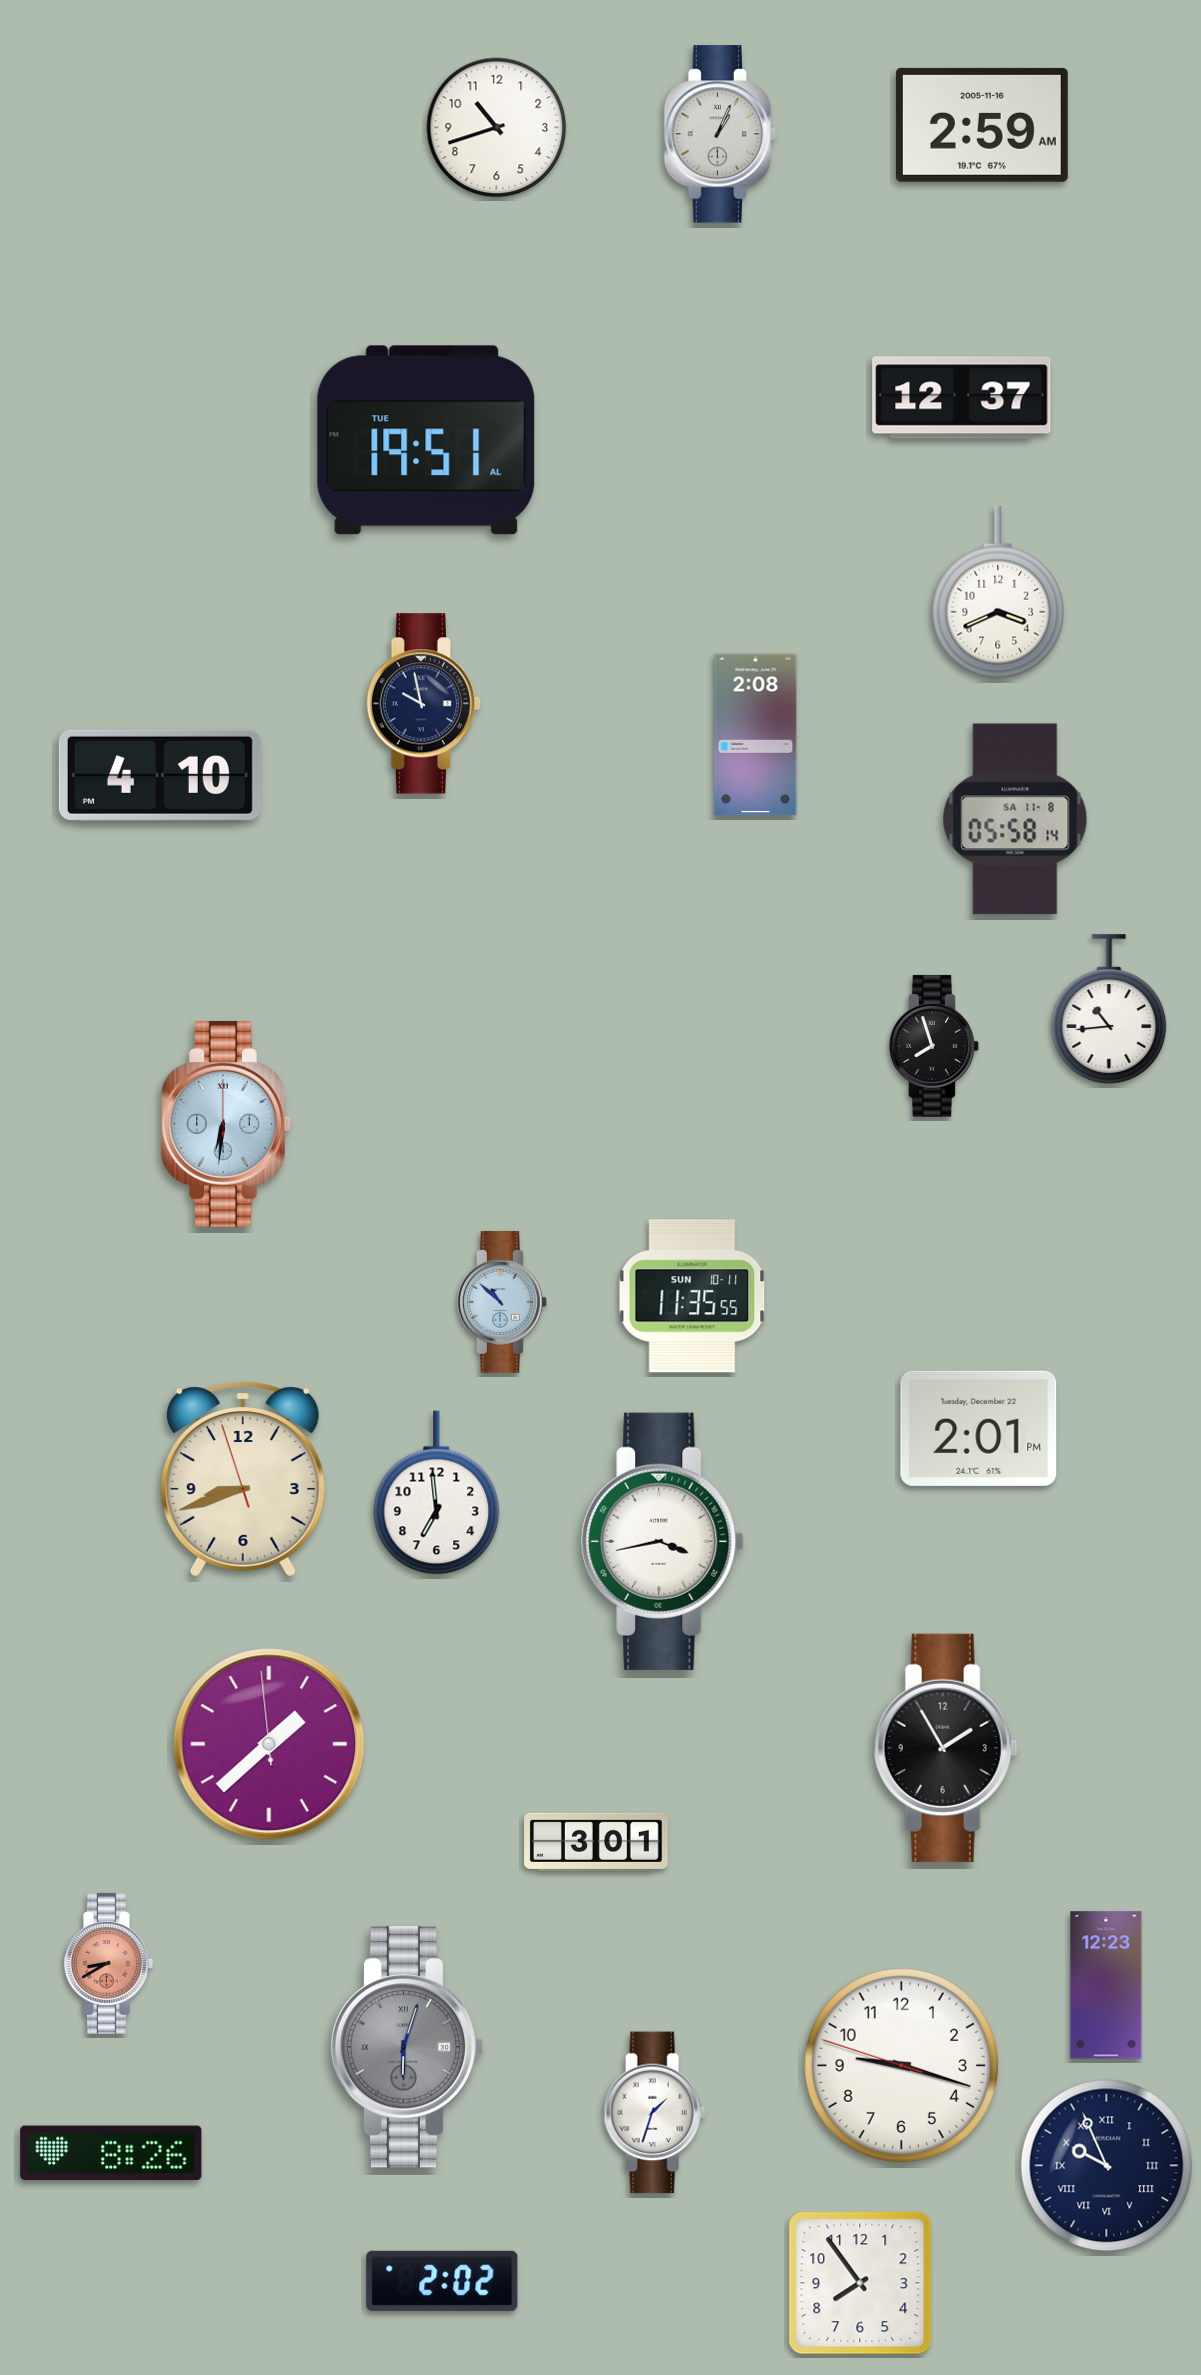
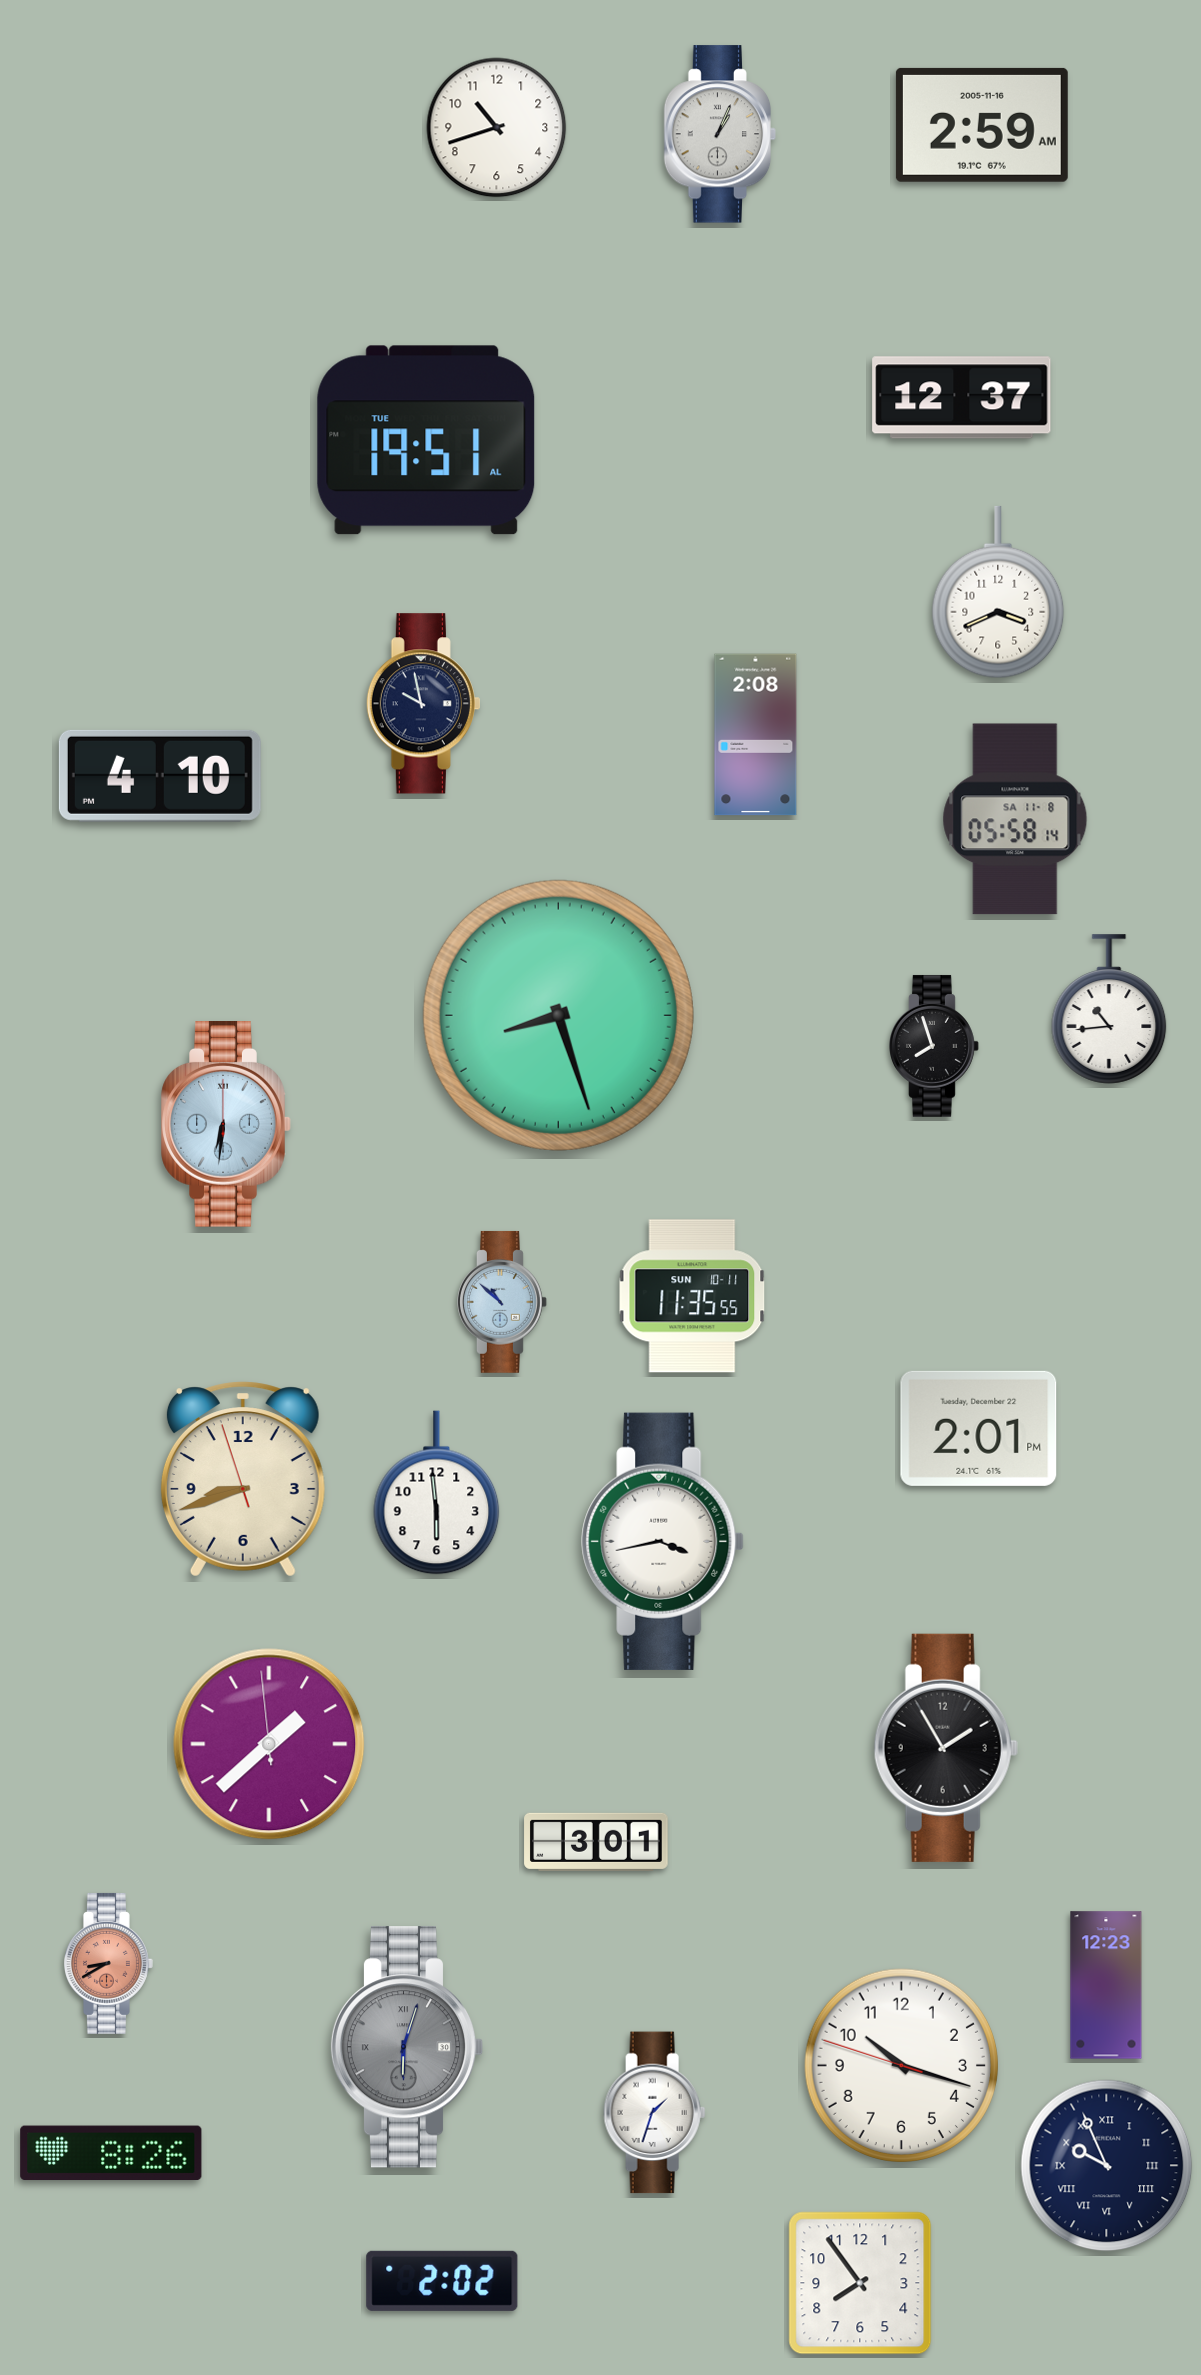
clock at (558, 1015): none -> 8:27
clock at (437, 1493): 6:59 -> 5:59
clock at (902, 2066): 9:17 -> 10:17
